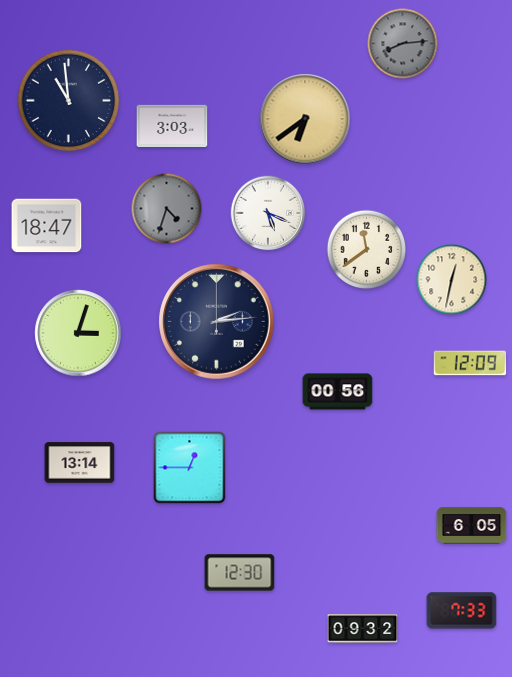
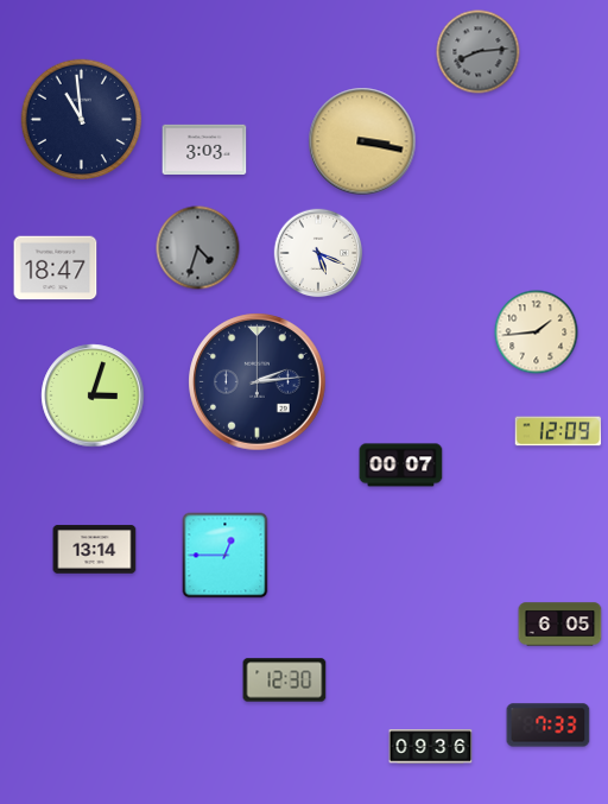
clock at (305, 119): 6:39 -> 3:17
clock at (367, 250): 11:39 -> none
clock at (452, 280): 12:32 -> 1:44
clock at (338, 392): 00:56 -> 00:07
clock at (363, 629): 09:32 -> 09:36
